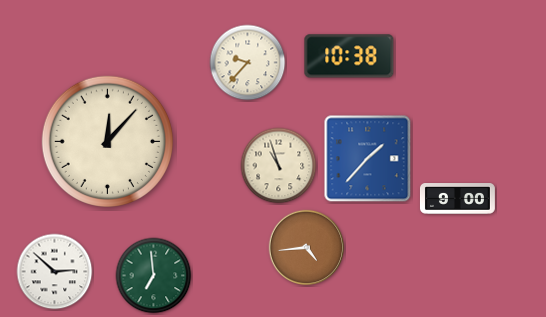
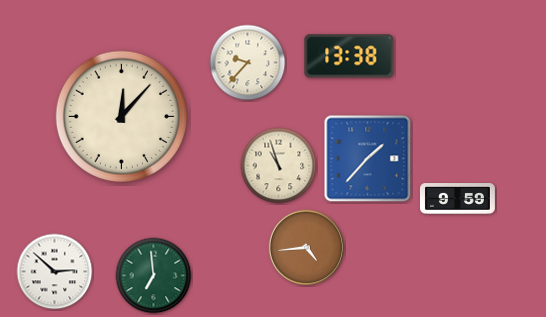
clock at (349, 56): 10:38 -> 13:38
clock at (107, 141) position: (107, 141) -> (121, 116)
clock at (457, 199): 9:00 -> 9:59
